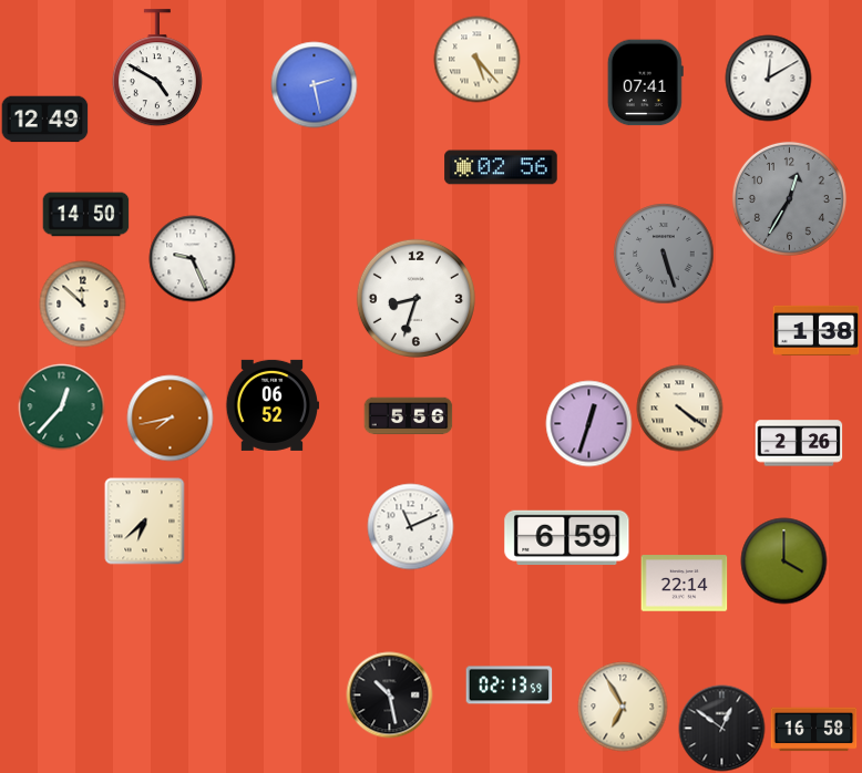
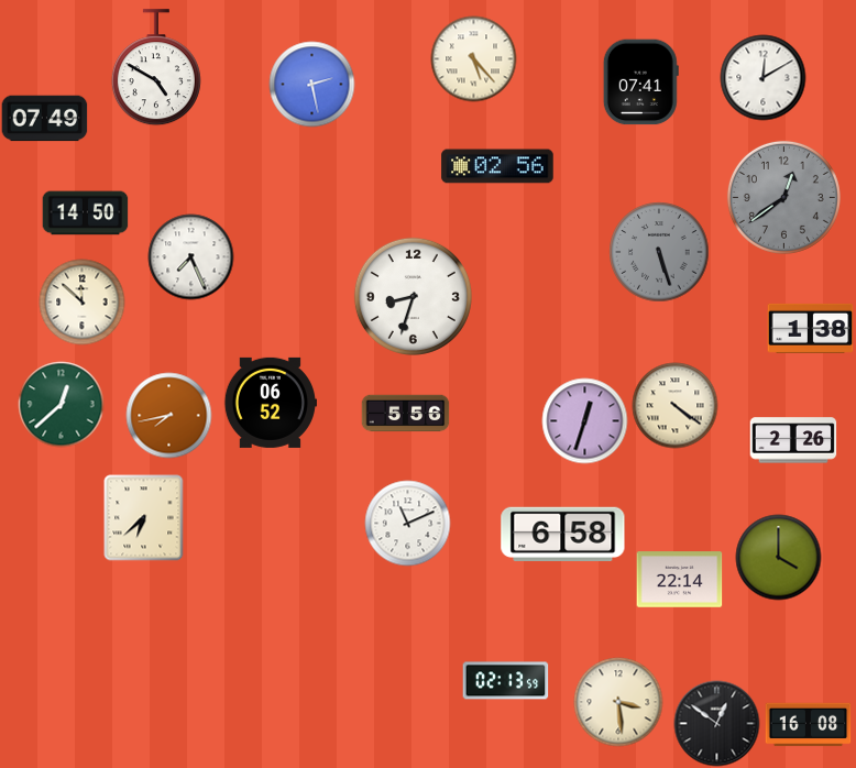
clock at (44, 120): 12:49 -> 07:49
clock at (789, 198): 12:35 -> 12:39
clock at (192, 258): 9:26 -> 7:26
clock at (61, 406): 12:37 -> 12:38
clock at (567, 537): 6:59 -> 6:58
clock at (389, 694): 10:28 -> none
clock at (623, 707): 6:55 -> 3:29
clock at (813, 730): 16:58 -> 16:08
